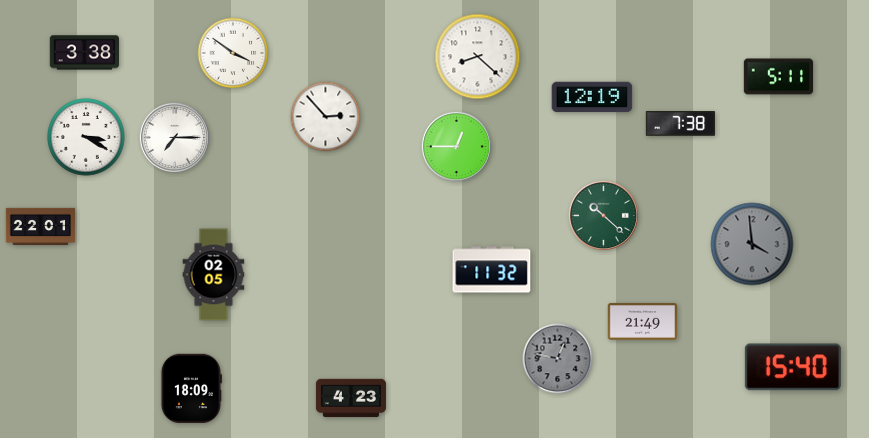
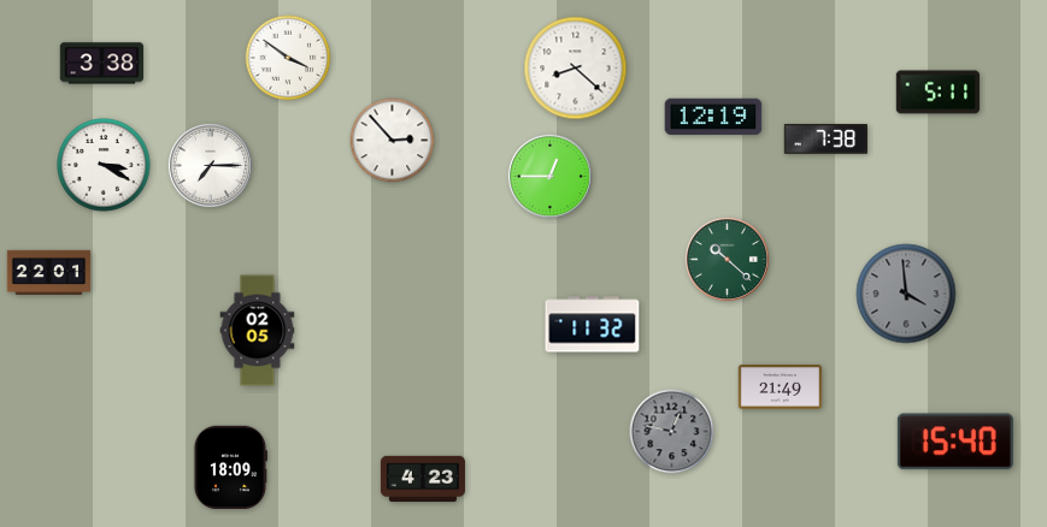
clock at (233, 53) position: (233, 53) -> (288, 58)
clock at (680, 124) position: (680, 124) -> (825, 140)
clock at (643, 322) position: (643, 322) -> (781, 387)
